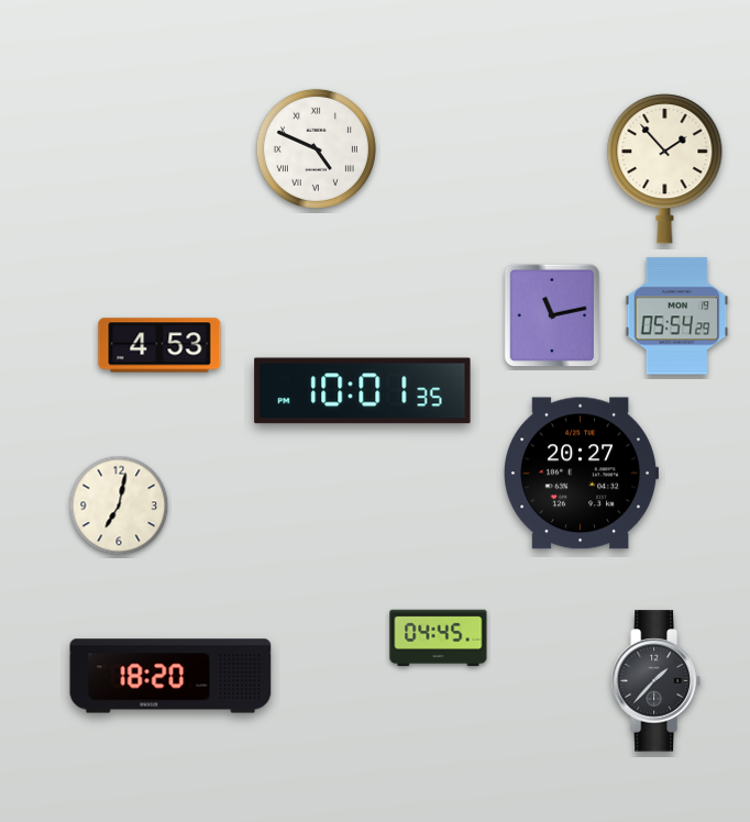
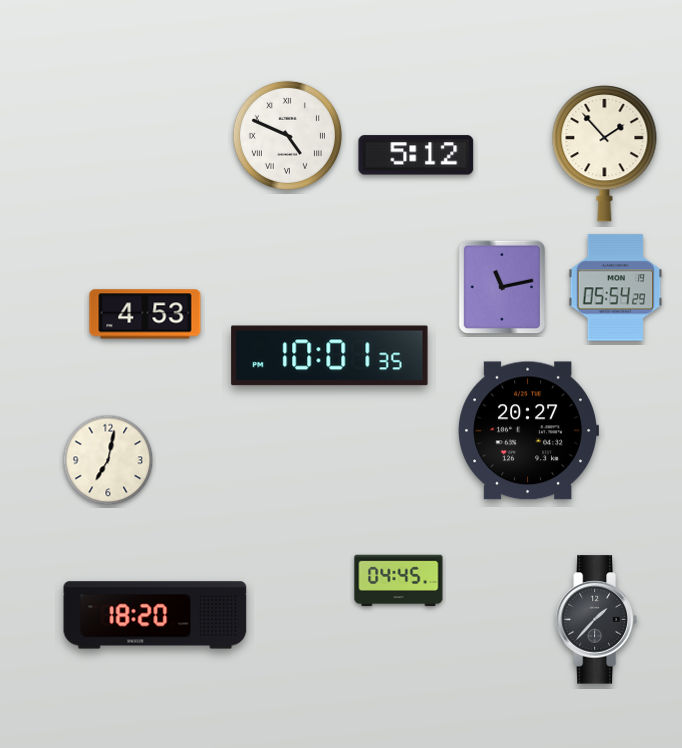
clock at (416, 155): none -> 5:12
